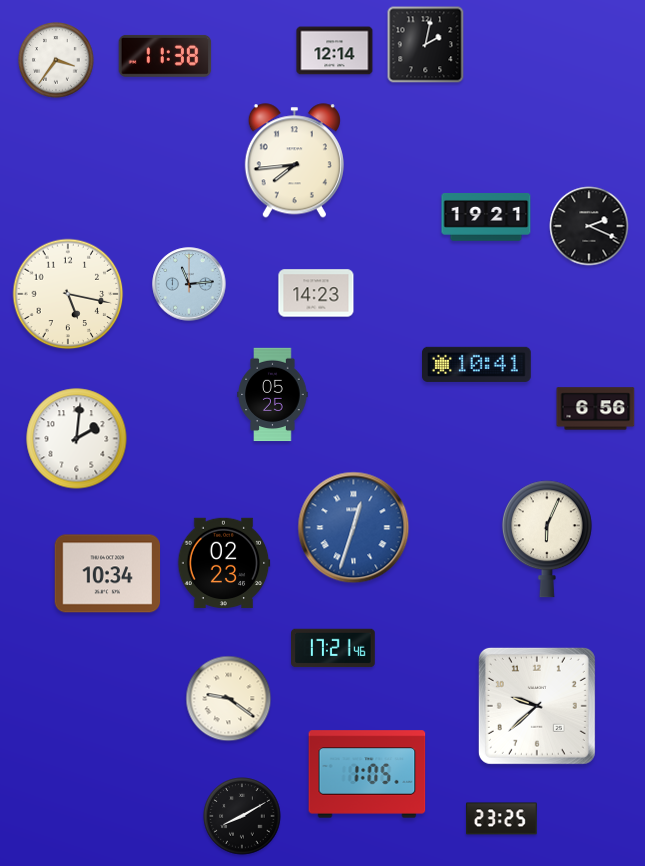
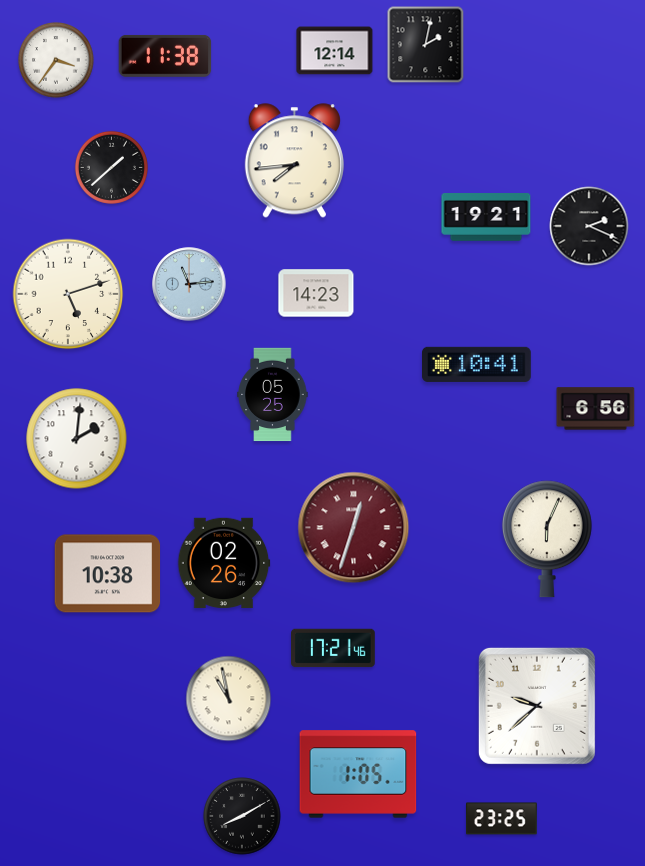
clock at (111, 167): none -> 1:38
clock at (68, 294): 5:17 -> 5:12
clock at (354, 528) dial: blue -> burgundy
clock at (224, 563): 02:23 -> 02:26
clock at (108, 574): 10:34 -> 10:38
clock at (229, 699): 9:21 -> 10:58
clock at (367, 774) position: (367, 774) -> (358, 774)
